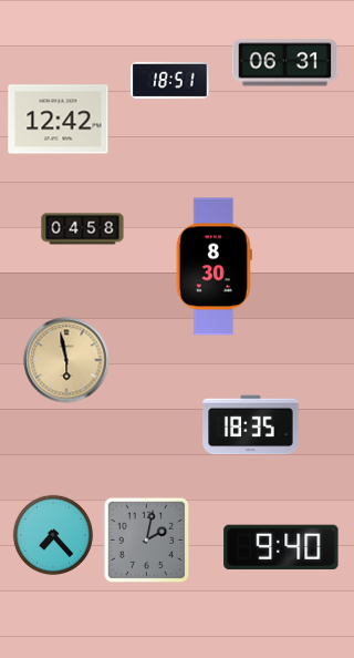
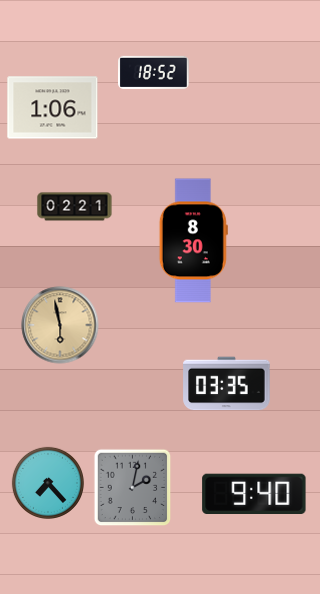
clock at (285, 63): 06:31 -> none
clock at (170, 80): 18:51 -> 18:52
clock at (59, 120): 12:42 -> 1:06
clock at (83, 229): 04:58 -> 02:21
clock at (251, 425): 18:35 -> 03:35
